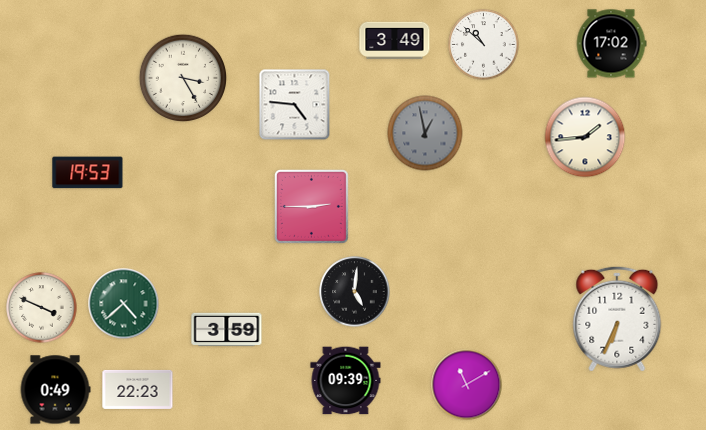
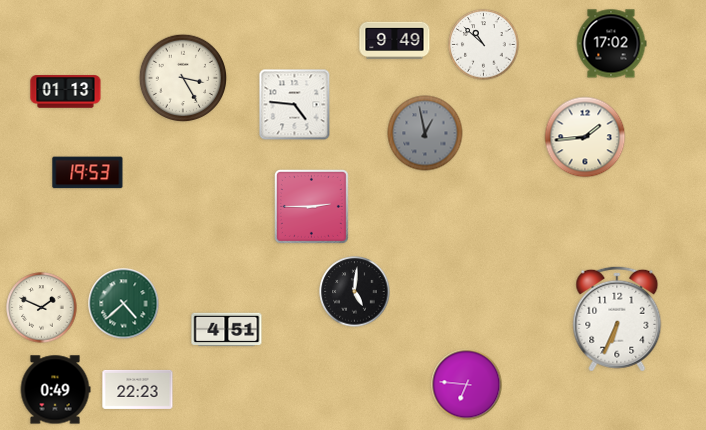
clock at (395, 40): 3:49 -> 9:49
clock at (66, 92): none -> 01:13
clock at (42, 308): 3:49 -> 1:49
clock at (227, 330): 3:59 -> 4:51
clock at (346, 381): 09:39 -> none
clock at (467, 385): 11:10 -> 6:46
